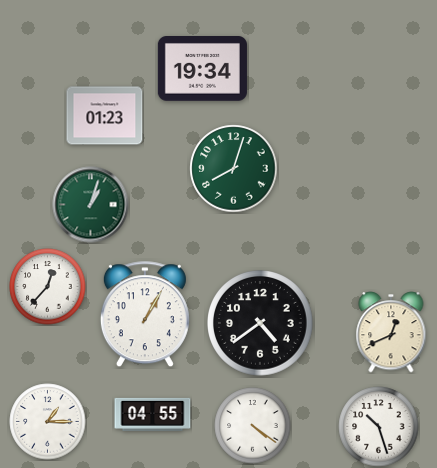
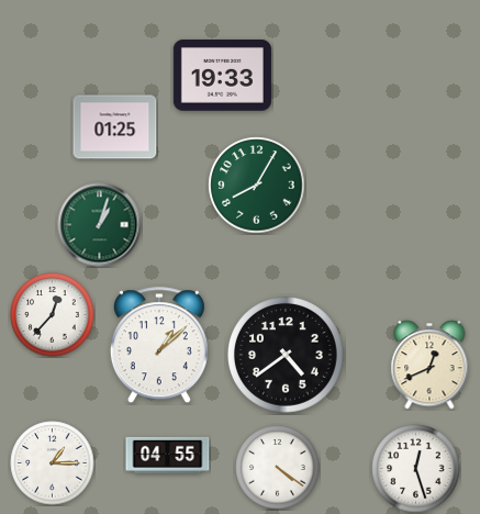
clock at (202, 69): 19:34 -> 19:33
clock at (105, 116): 01:23 -> 01:25
clock at (234, 169): 8:03 -> 8:05
clock at (145, 315): 1:05 -> 1:08
clock at (379, 427): 10:27 -> 12:27
